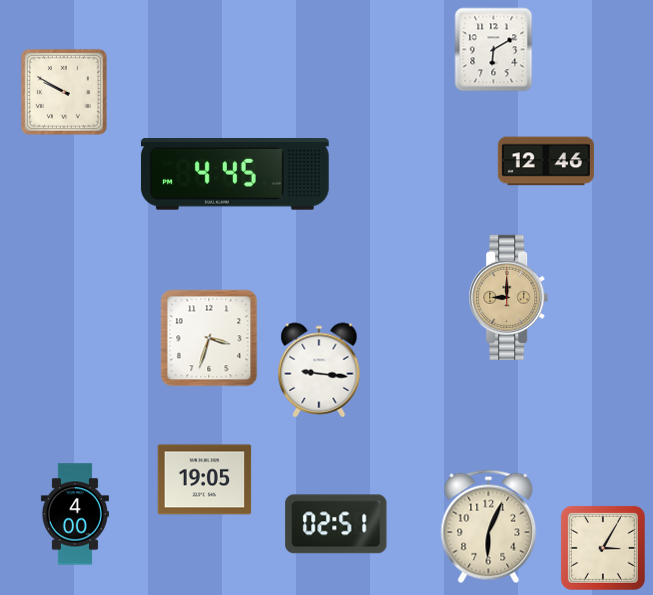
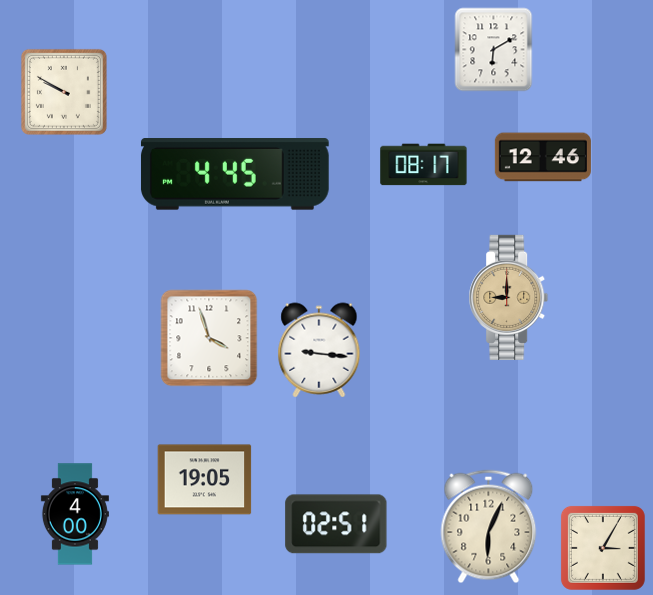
clock at (546, 161) position: (546, 161) -> (543, 157)
clock at (424, 165): none -> 08:17
clock at (209, 338): 3:33 -> 3:57
clock at (319, 370) position: (319, 370) -> (319, 350)
